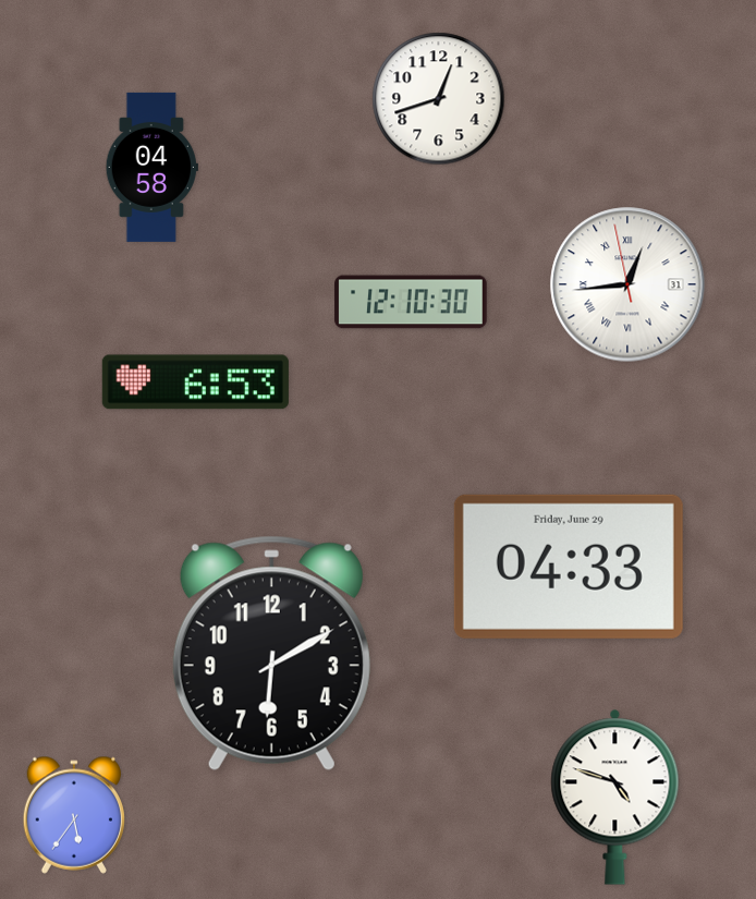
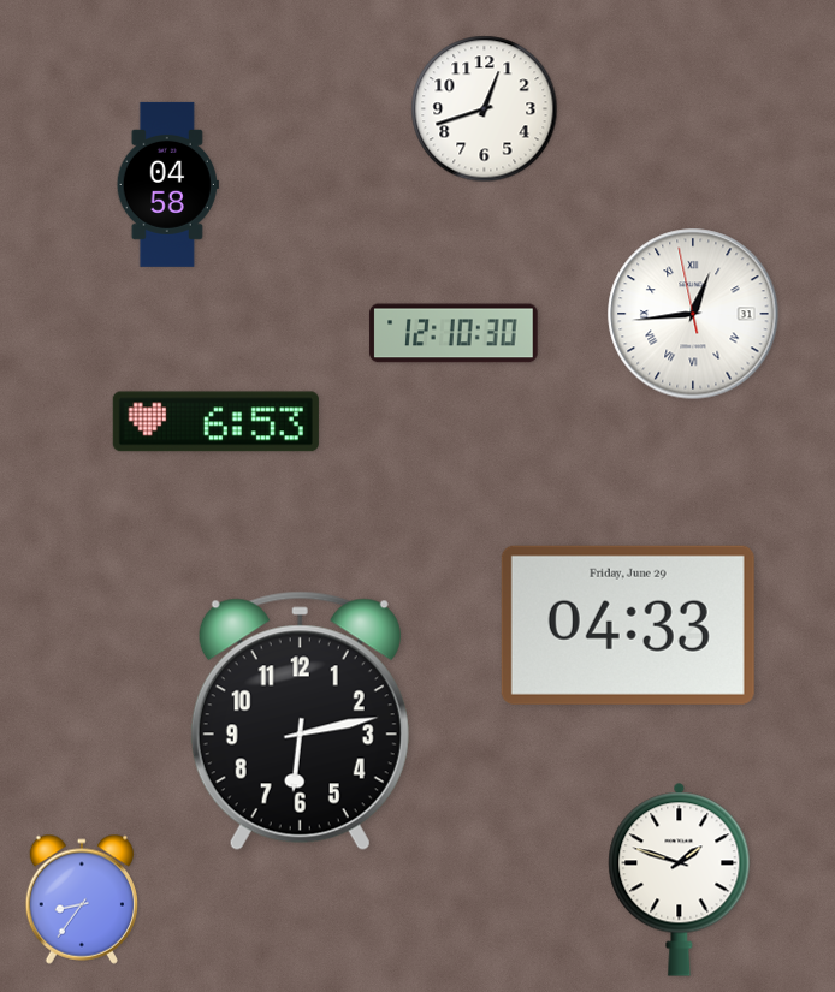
clock at (271, 654): 6:10 -> 6:13
clock at (615, 797): 4:48 -> 1:48
clock at (73, 815): 5:36 -> 8:36
